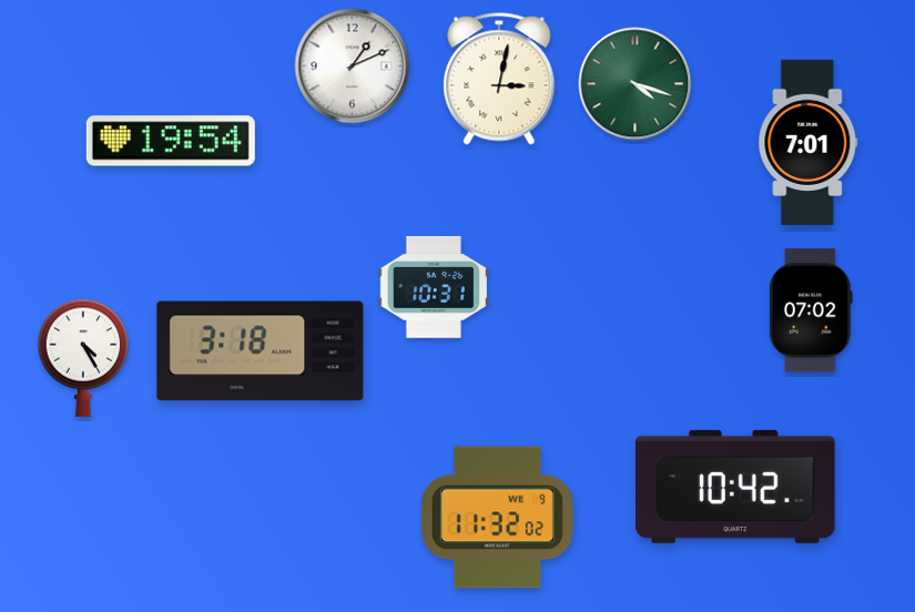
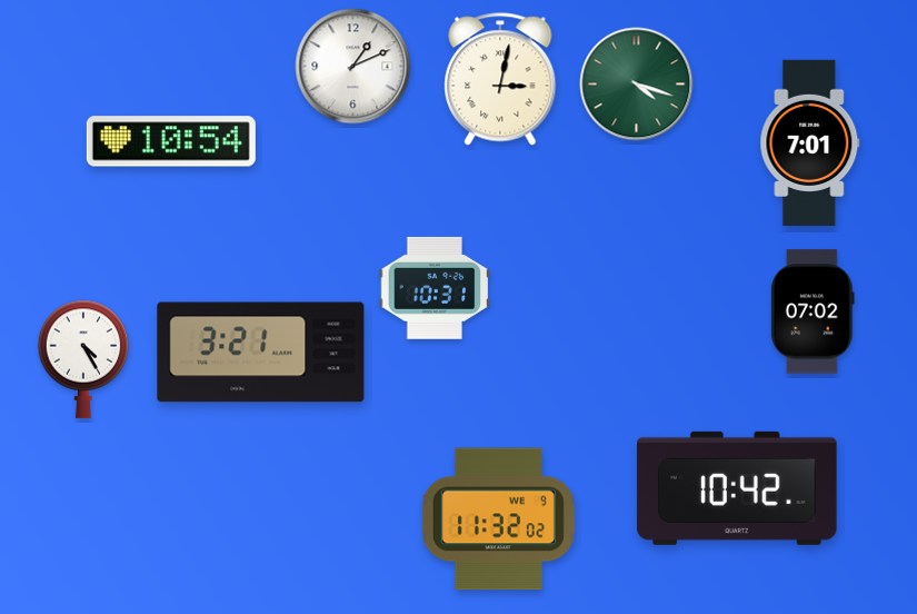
clock at (171, 141): 19:54 -> 10:54
clock at (261, 351): 3:18 -> 3:21
